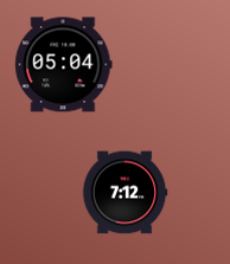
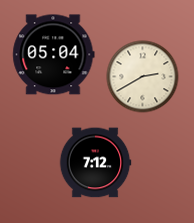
clock at (143, 77): none -> 2:40
clock at (124, 193) position: (124, 193) -> (95, 163)
